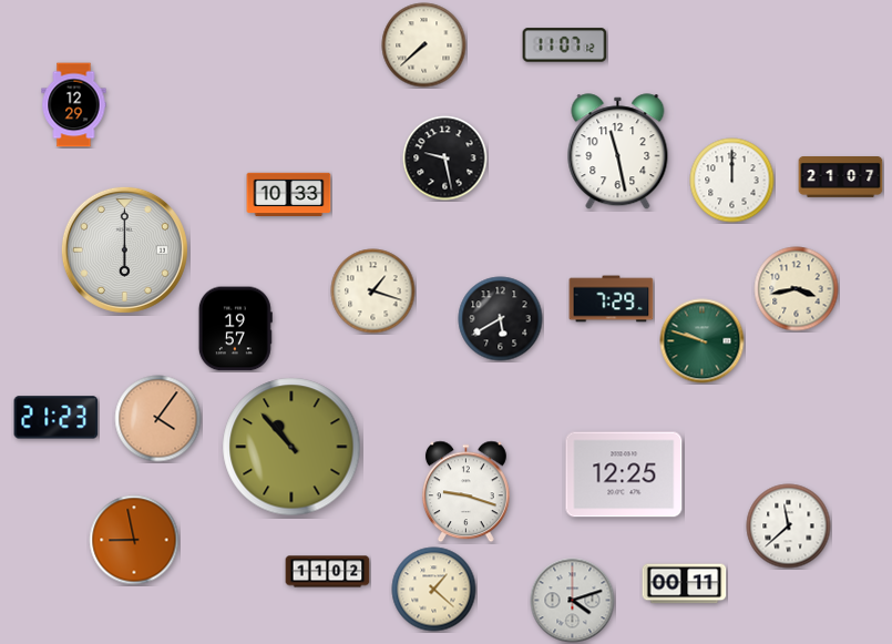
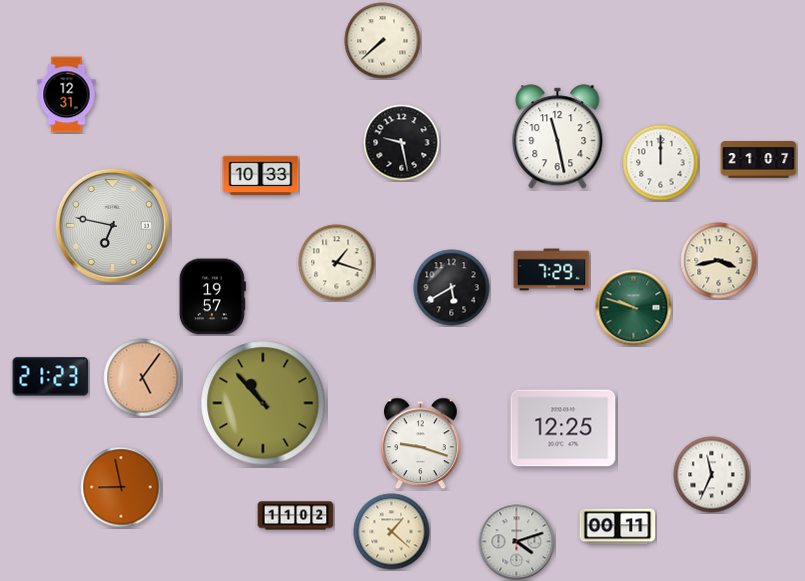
clock at (565, 45): 11:07 -> none
clock at (74, 105): 12:29 -> 12:31
clock at (124, 249): 6:00 -> 6:47
clock at (158, 419): 4:06 -> 5:06
clock at (789, 527): 11:38 -> 11:34
